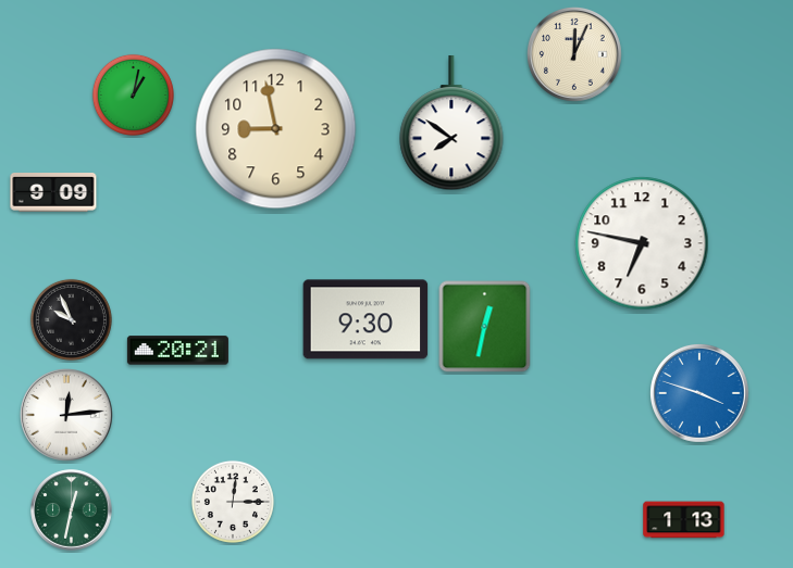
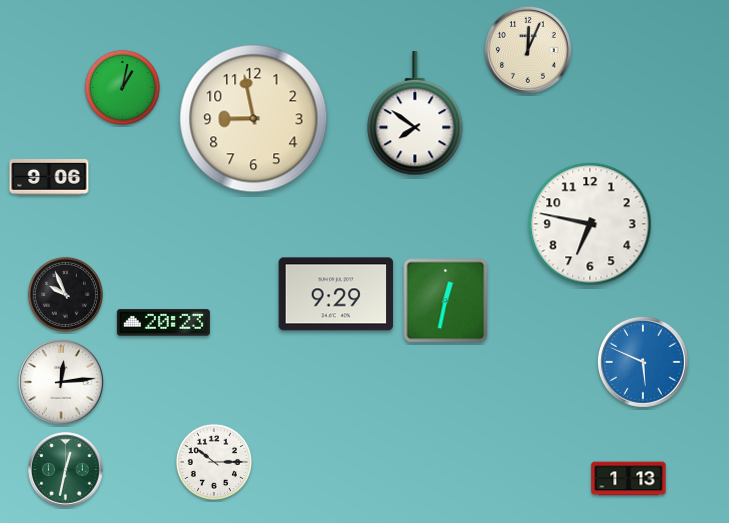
clock at (53, 193): 9:09 -> 9:06
clock at (365, 319): 9:30 -> 9:29
clock at (177, 351): 20:21 -> 20:23
clock at (699, 393): 3:48 -> 5:49
clock at (233, 502): 12:15 -> 10:15
